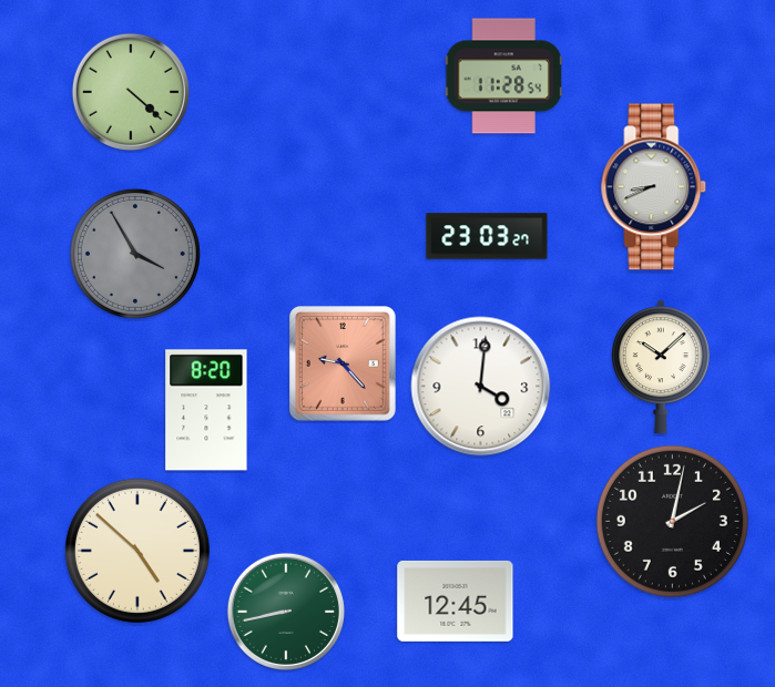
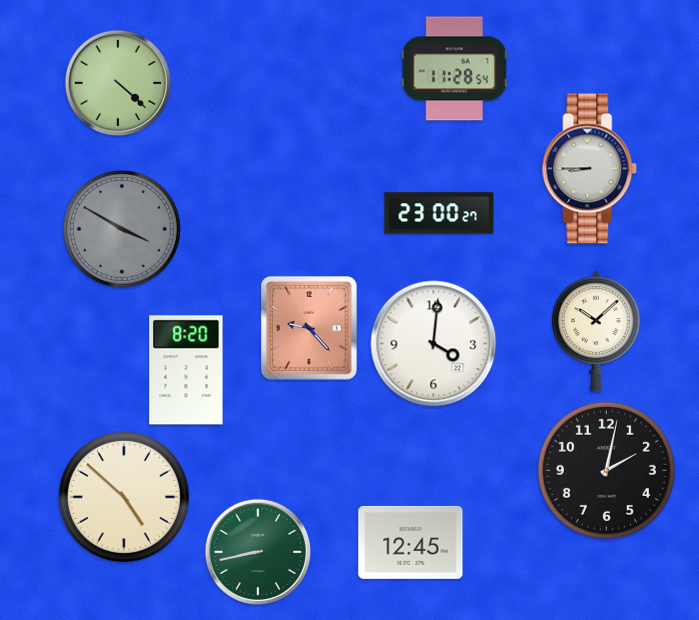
clock at (654, 187): 8:41 -> 8:45
clock at (487, 236): 23:03 -> 23:00
clock at (135, 254): 3:55 -> 3:50
clock at (481, 387) position: (481, 387) -> (434, 344)
